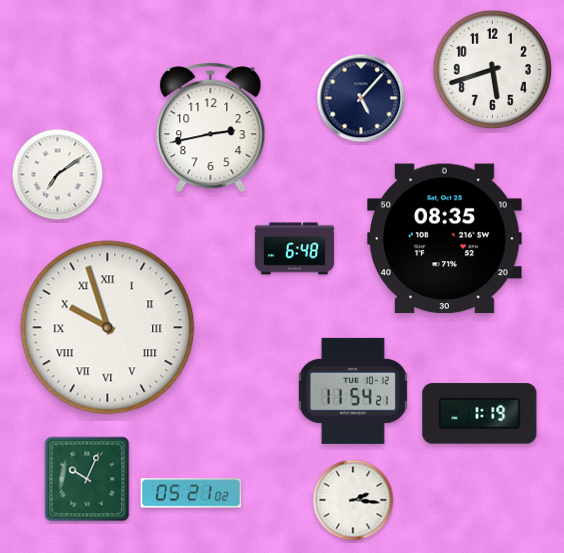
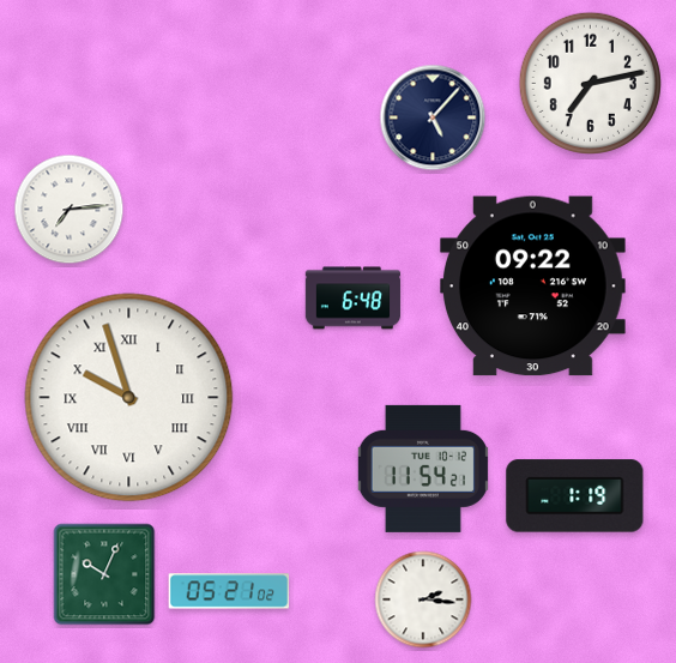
clock at (492, 69): 5:42 -> 7:13
clock at (211, 128): 2:43 -> none
clock at (58, 175): 7:09 -> 7:14
clock at (445, 239): 08:35 -> 09:22
clock at (108, 328) position: (108, 328) -> (129, 398)
